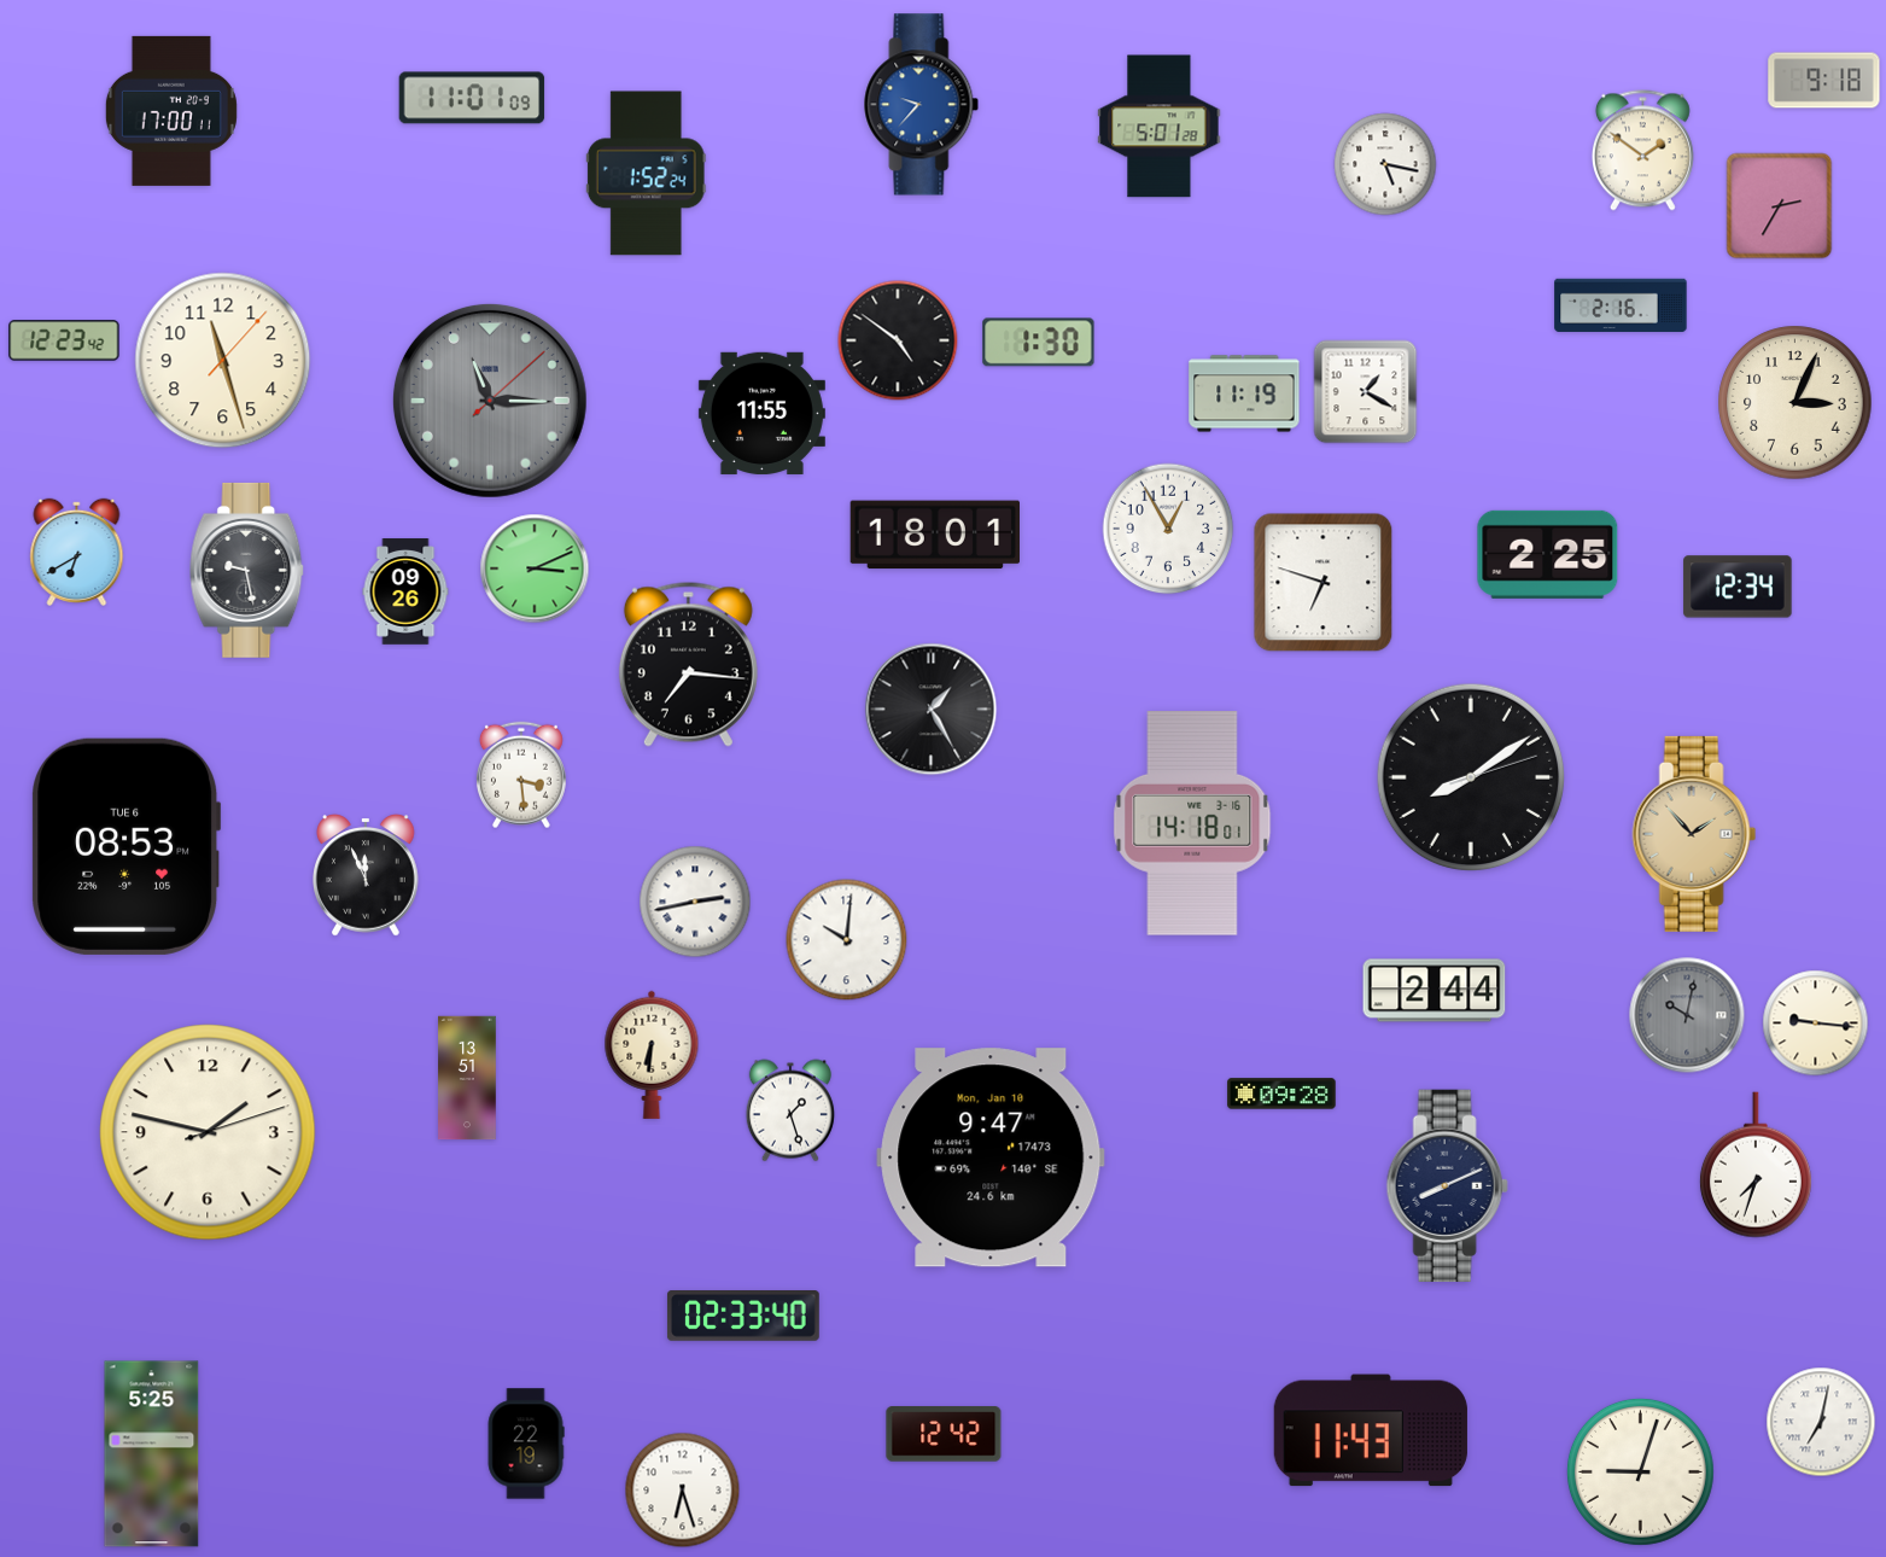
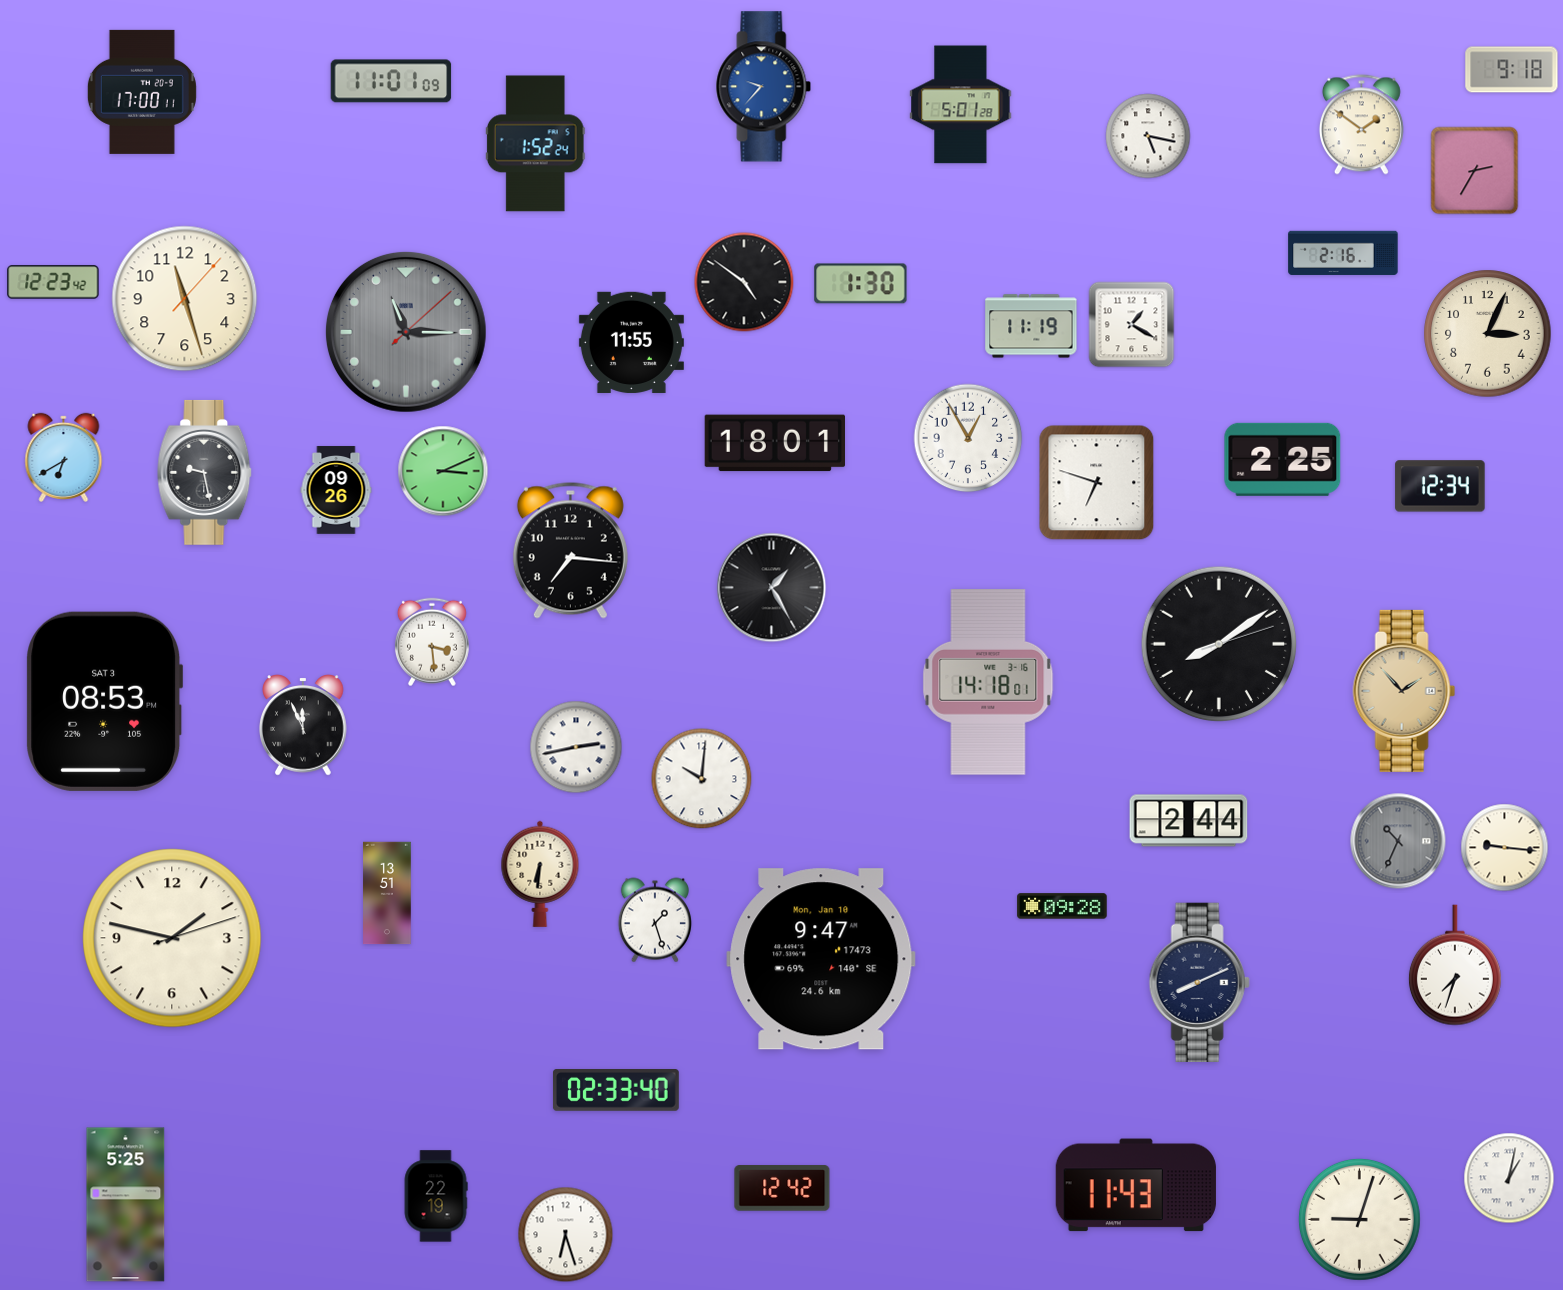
clock at (1824, 81) position: (1824, 81) -> (1512, 70)
clock at (127, 846) date: TUE 6 -> SAT 3
clock at (1687, 1015): 10:02 -> 10:34
clock at (1821, 1422): 7:02 -> 1:02
